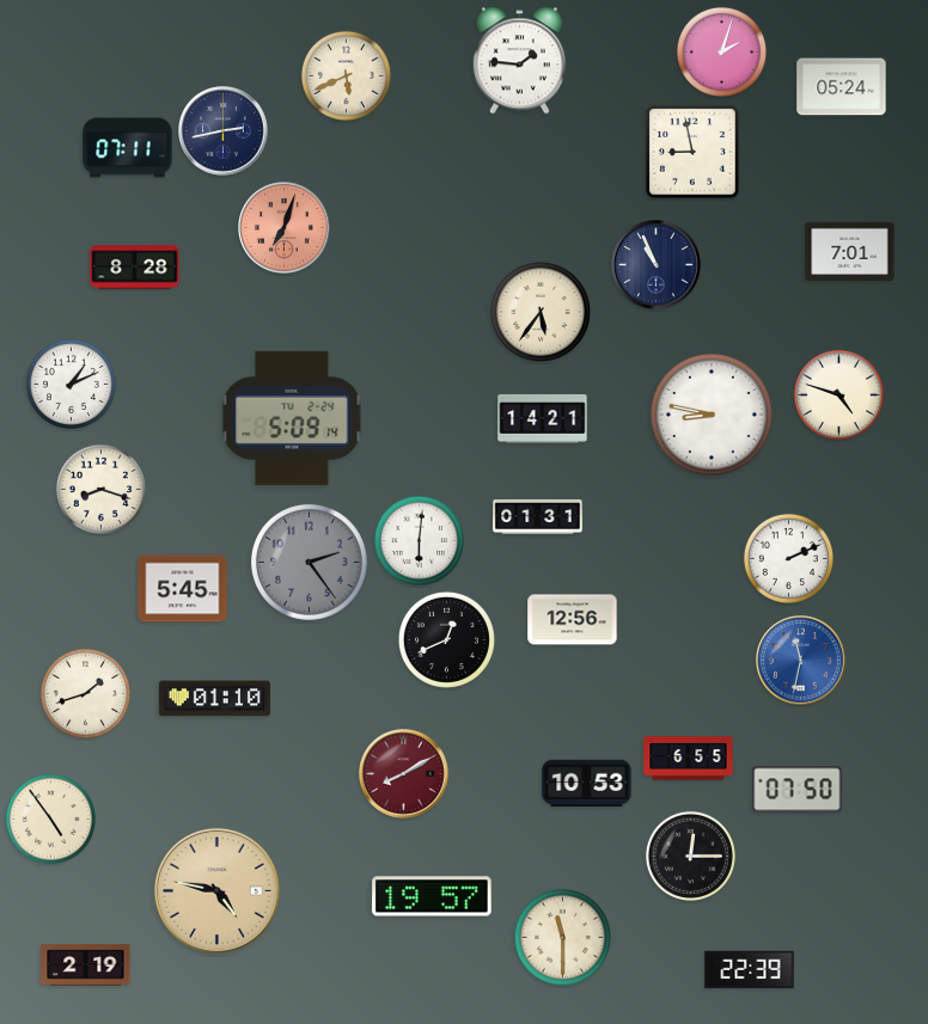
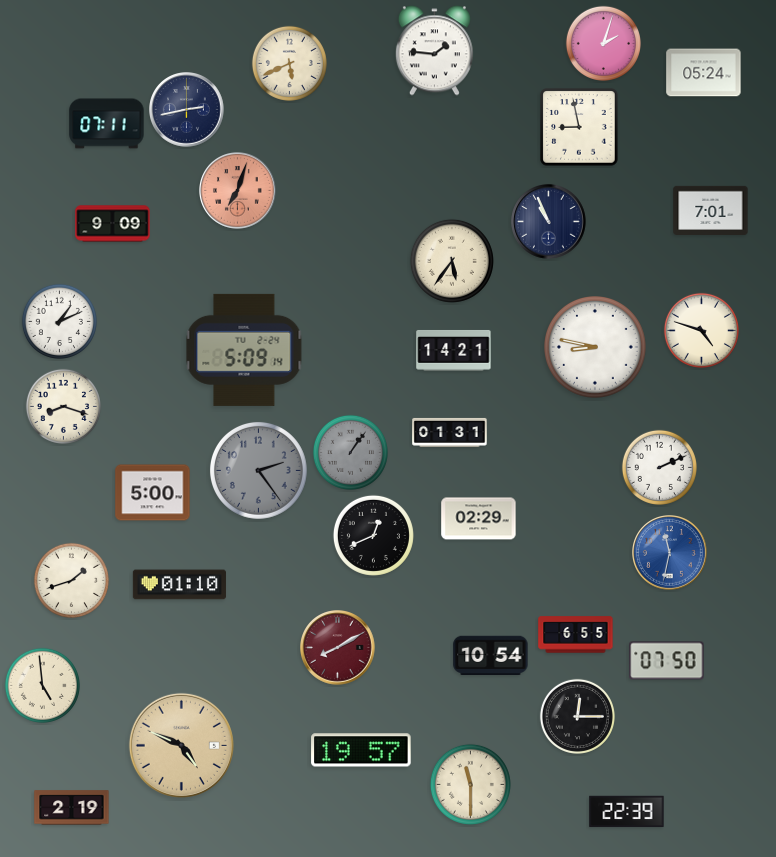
clock at (135, 268): 8:28 -> 9:09
clock at (100, 489) position: (100, 489) -> (63, 406)
clock at (419, 540): 6:01 -> 1:06
clock at (419, 540) dial: white -> grey
clock at (183, 589): 5:45 -> 5:00
clock at (573, 620): 12:56 -> 02:29
clock at (587, 784): 10:53 -> 10:54
clock at (50, 818): 4:54 -> 4:59
clock at (216, 890): 4:47 -> 4:49
